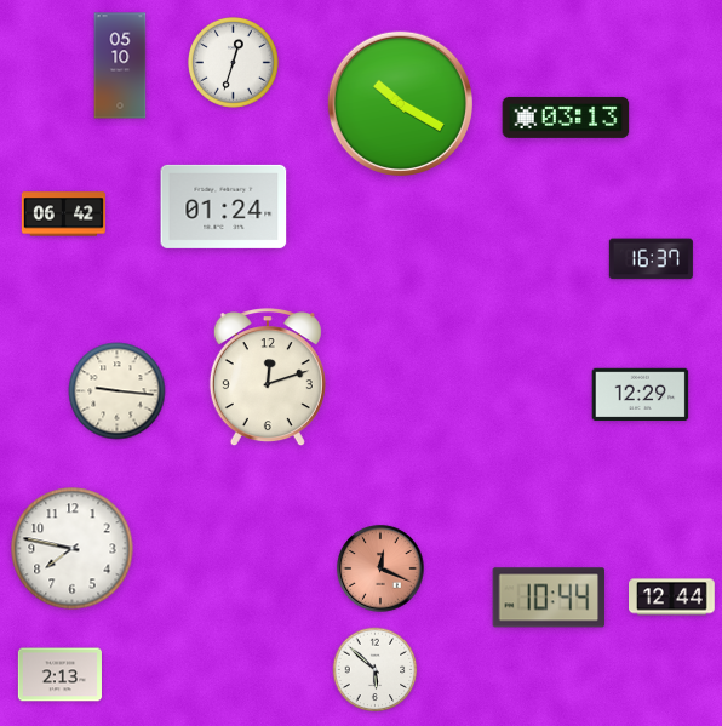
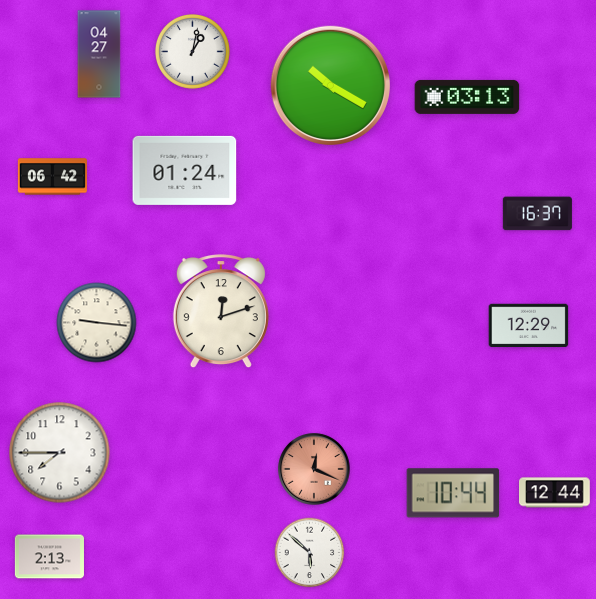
clock at (233, 62): 12:33 -> 1:02
clock at (120, 65): 05:10 -> 04:27
clock at (73, 549): 7:47 -> 7:45
